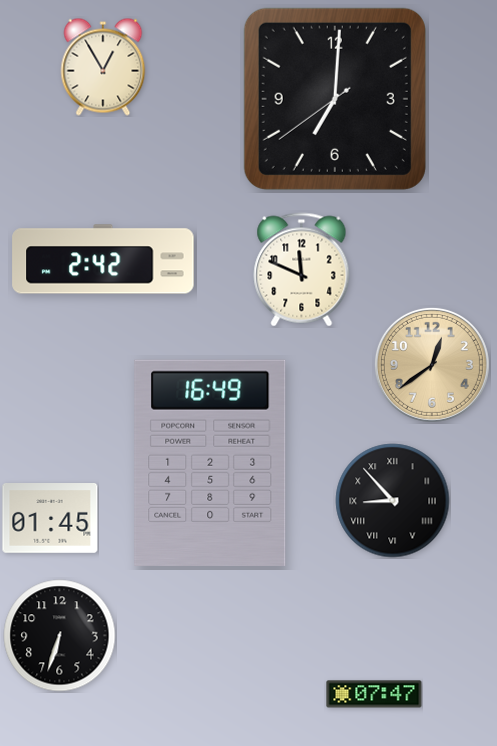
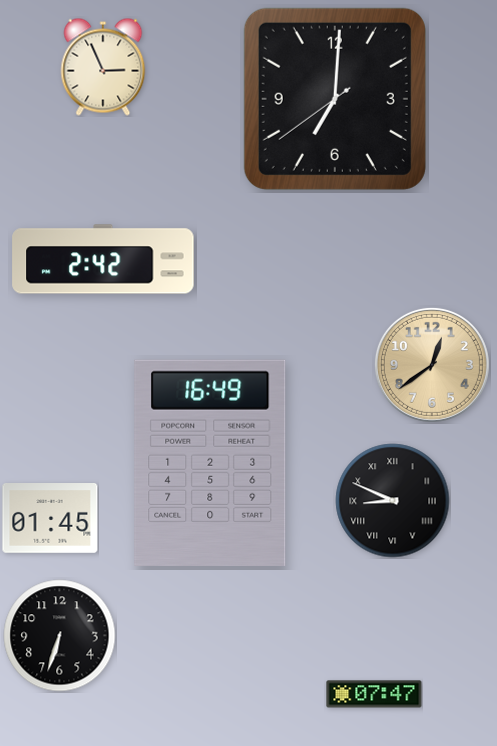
clock at (103, 67): 12:55 -> 2:56
clock at (302, 270): 11:49 -> none
clock at (393, 501): 8:53 -> 8:49
